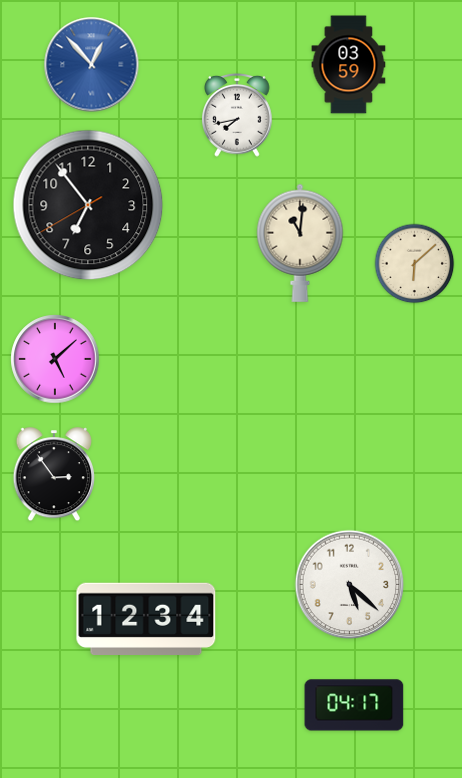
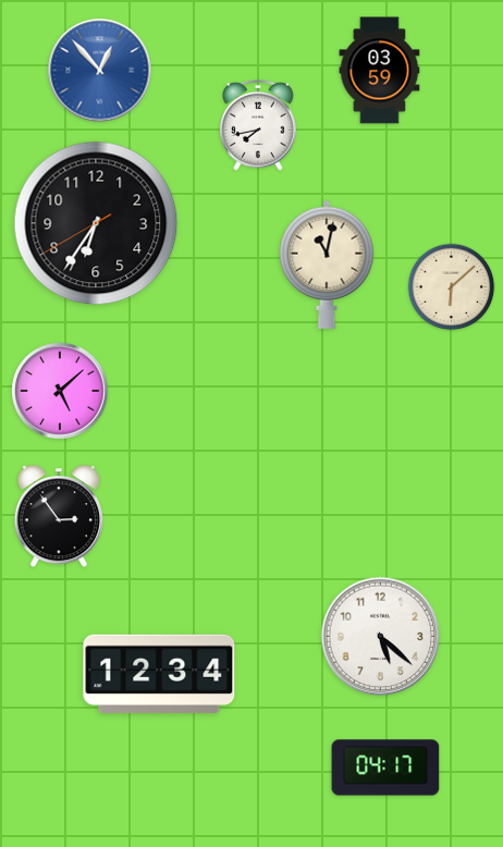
clock at (88, 205): 6:53 -> 6:35
clock at (300, 243): 11:01 -> 11:02
